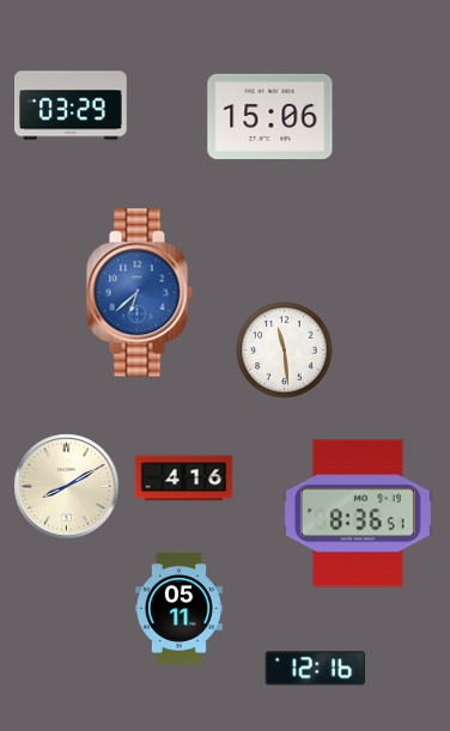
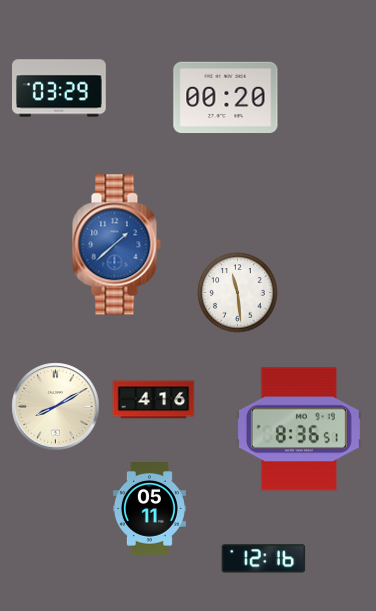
clock at (270, 117): 15:06 -> 00:20
clock at (139, 293): 6:38 -> 1:38
